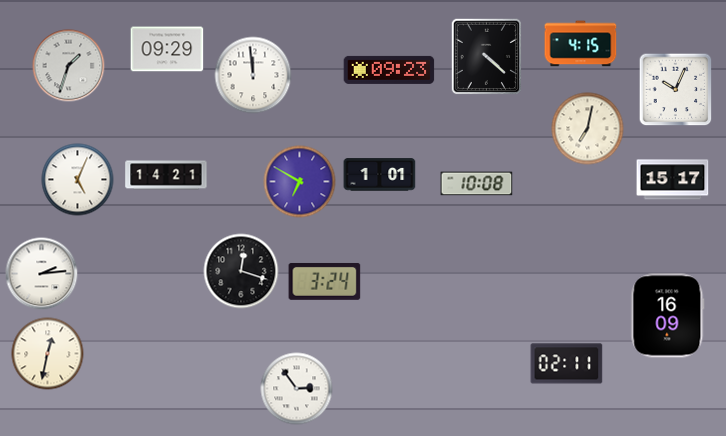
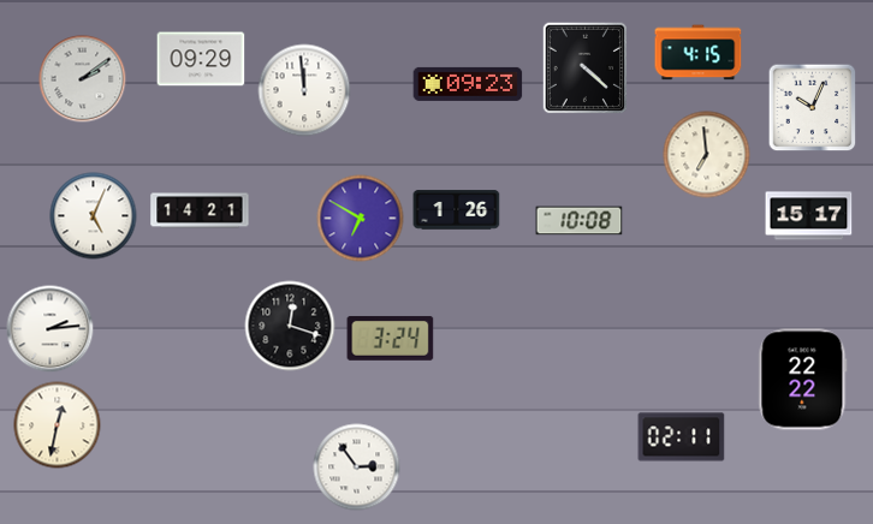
clock at (69, 66): 1:33 -> 2:09
clock at (588, 129): 7:02 -> 6:59
clock at (380, 175): 1:01 -> 1:26
clock at (477, 184) position: (477, 184) -> (580, 221)
clock at (668, 316): 16:09 -> 22:22
